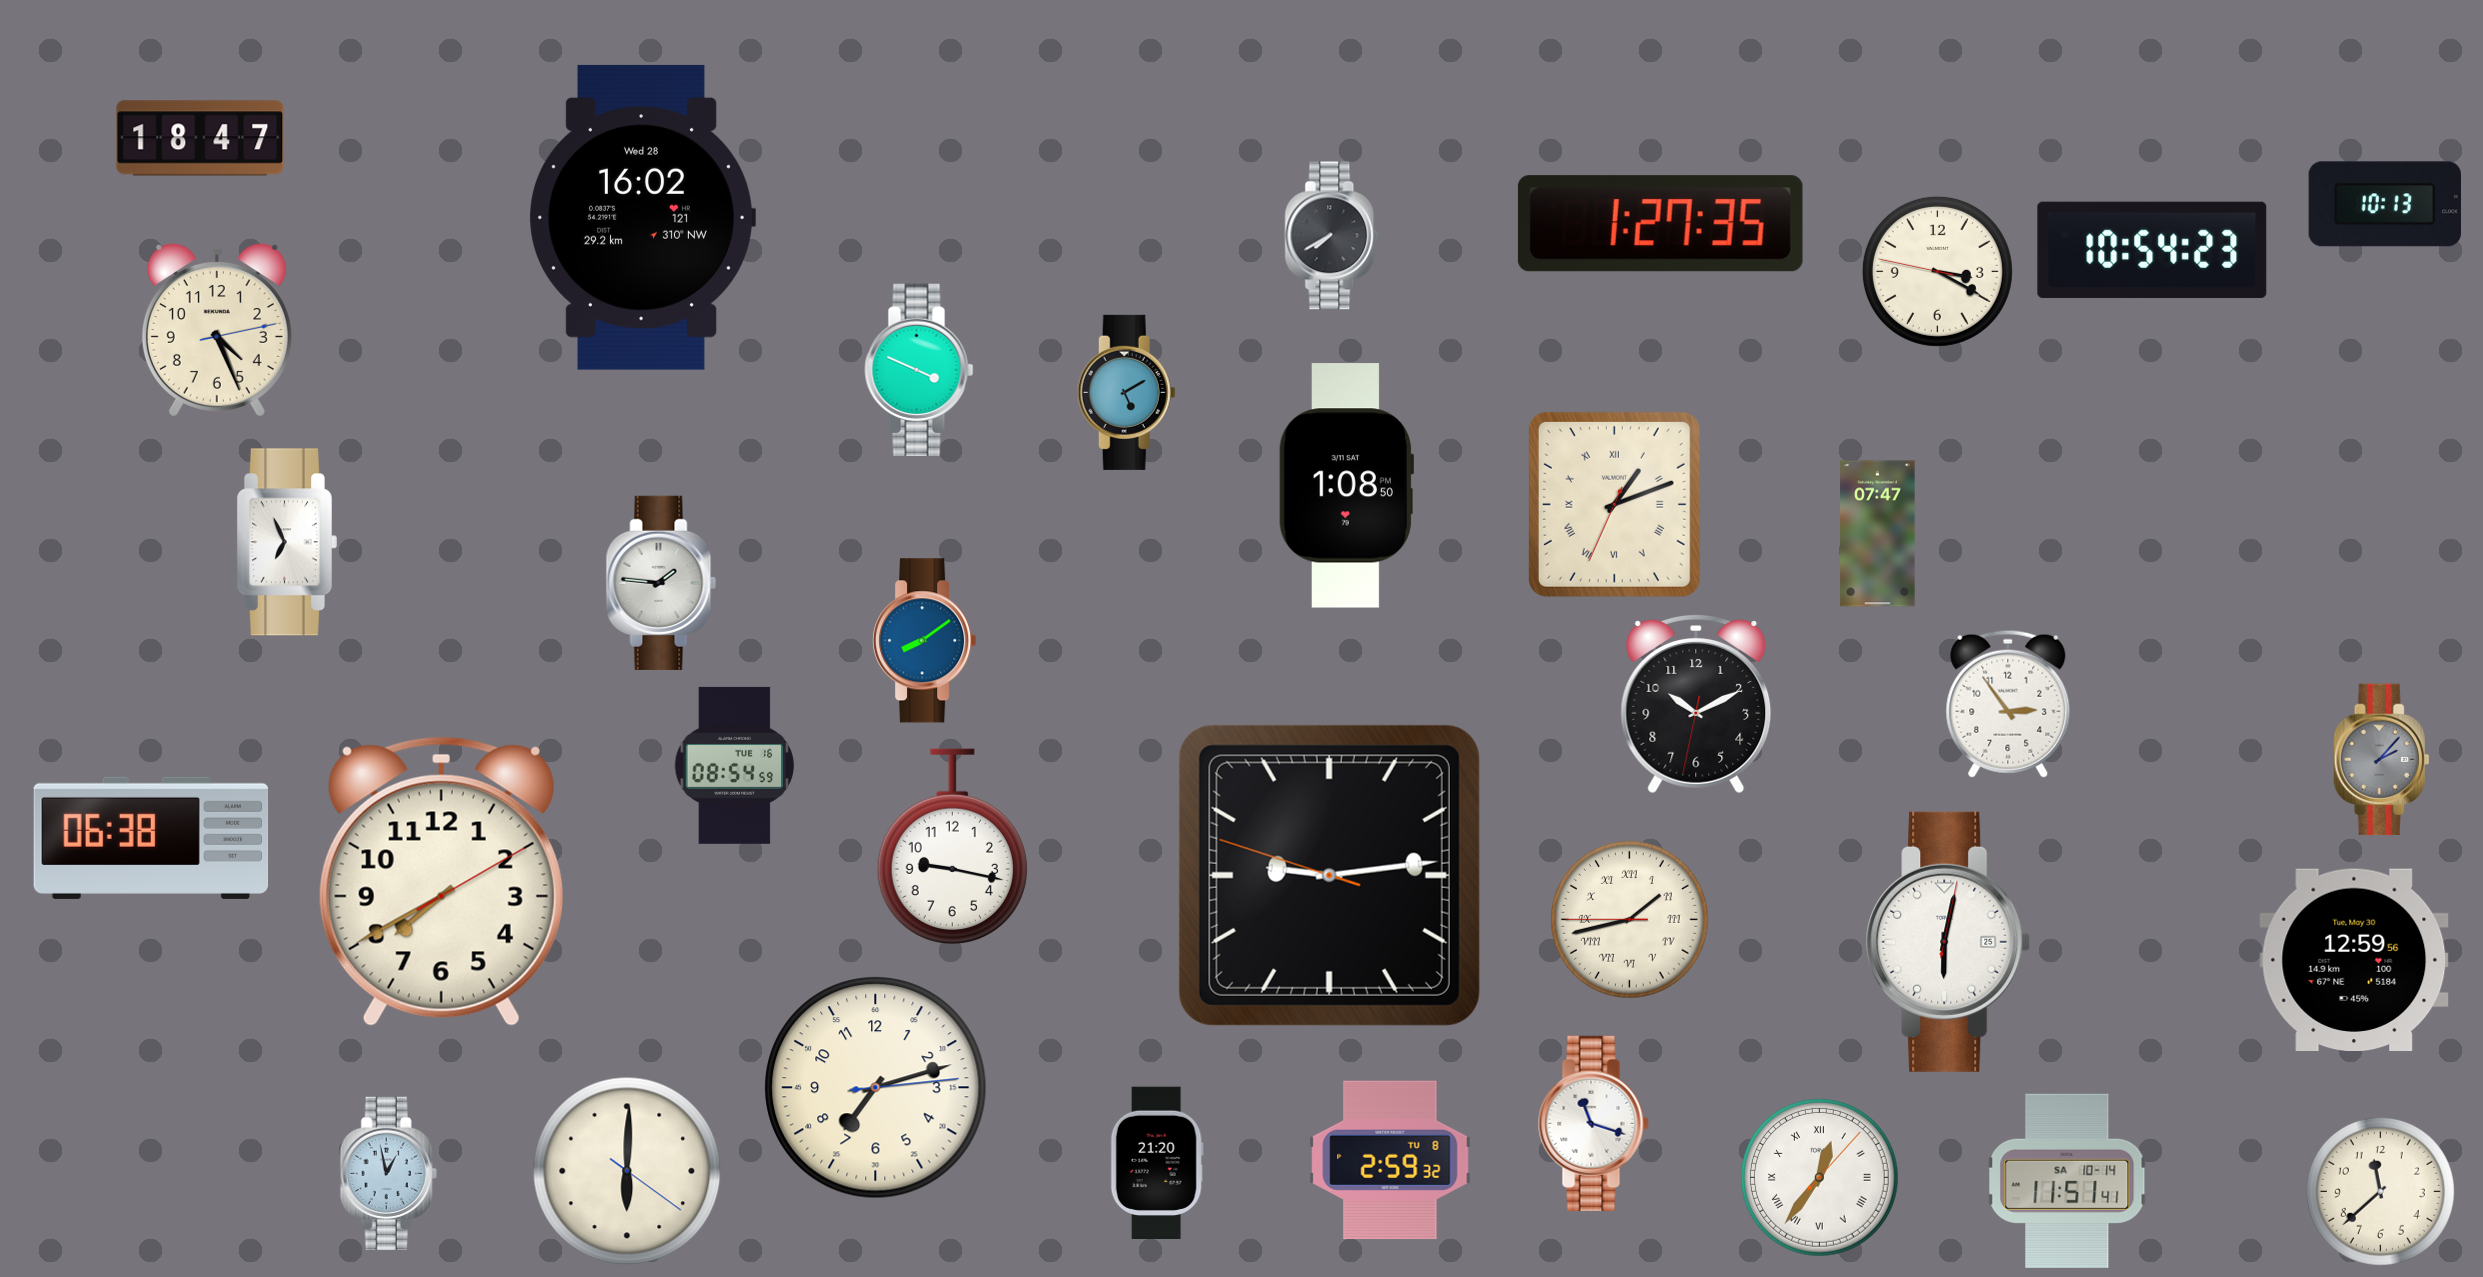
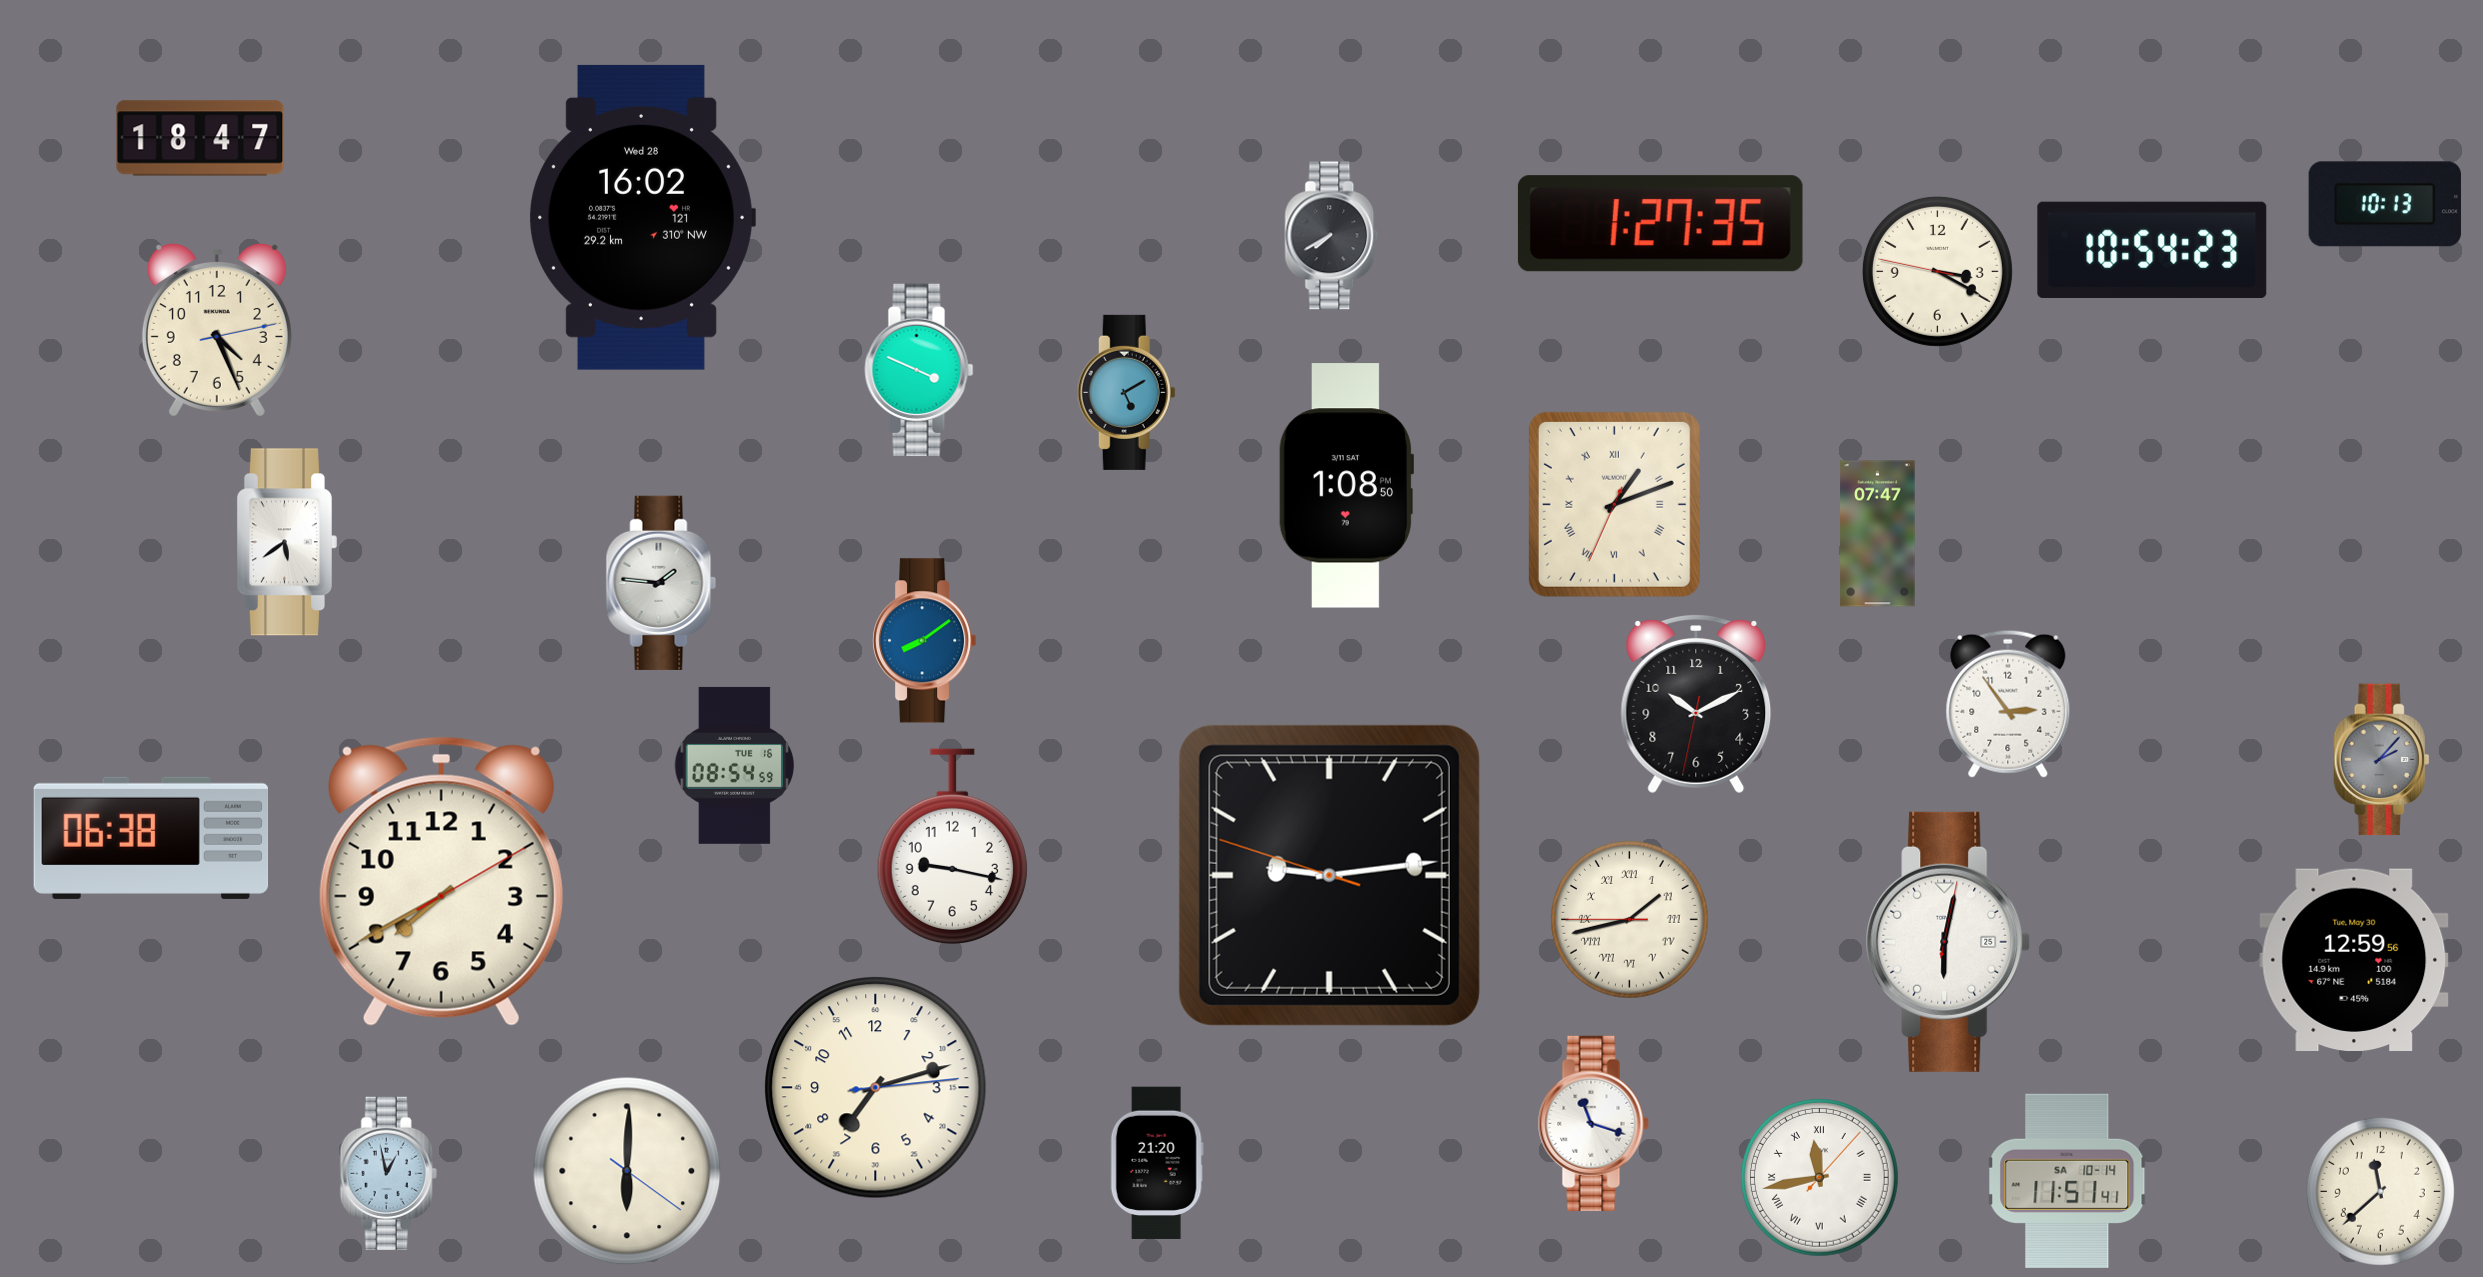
clock at (287, 542): 6:56 -> 5:39
clock at (1390, 1160): 2:59 -> none
clock at (1820, 1178): 12:36 -> 11:43
